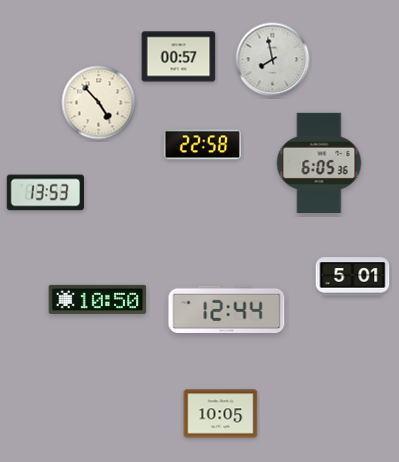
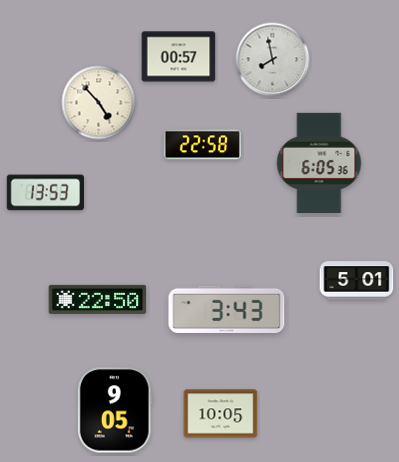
clock at (353, 277) position: (353, 277) -> (357, 281)
clock at (98, 299): 10:50 -> 22:50
clock at (227, 309): 12:44 -> 3:43
clock at (115, 410): none -> 9:05
